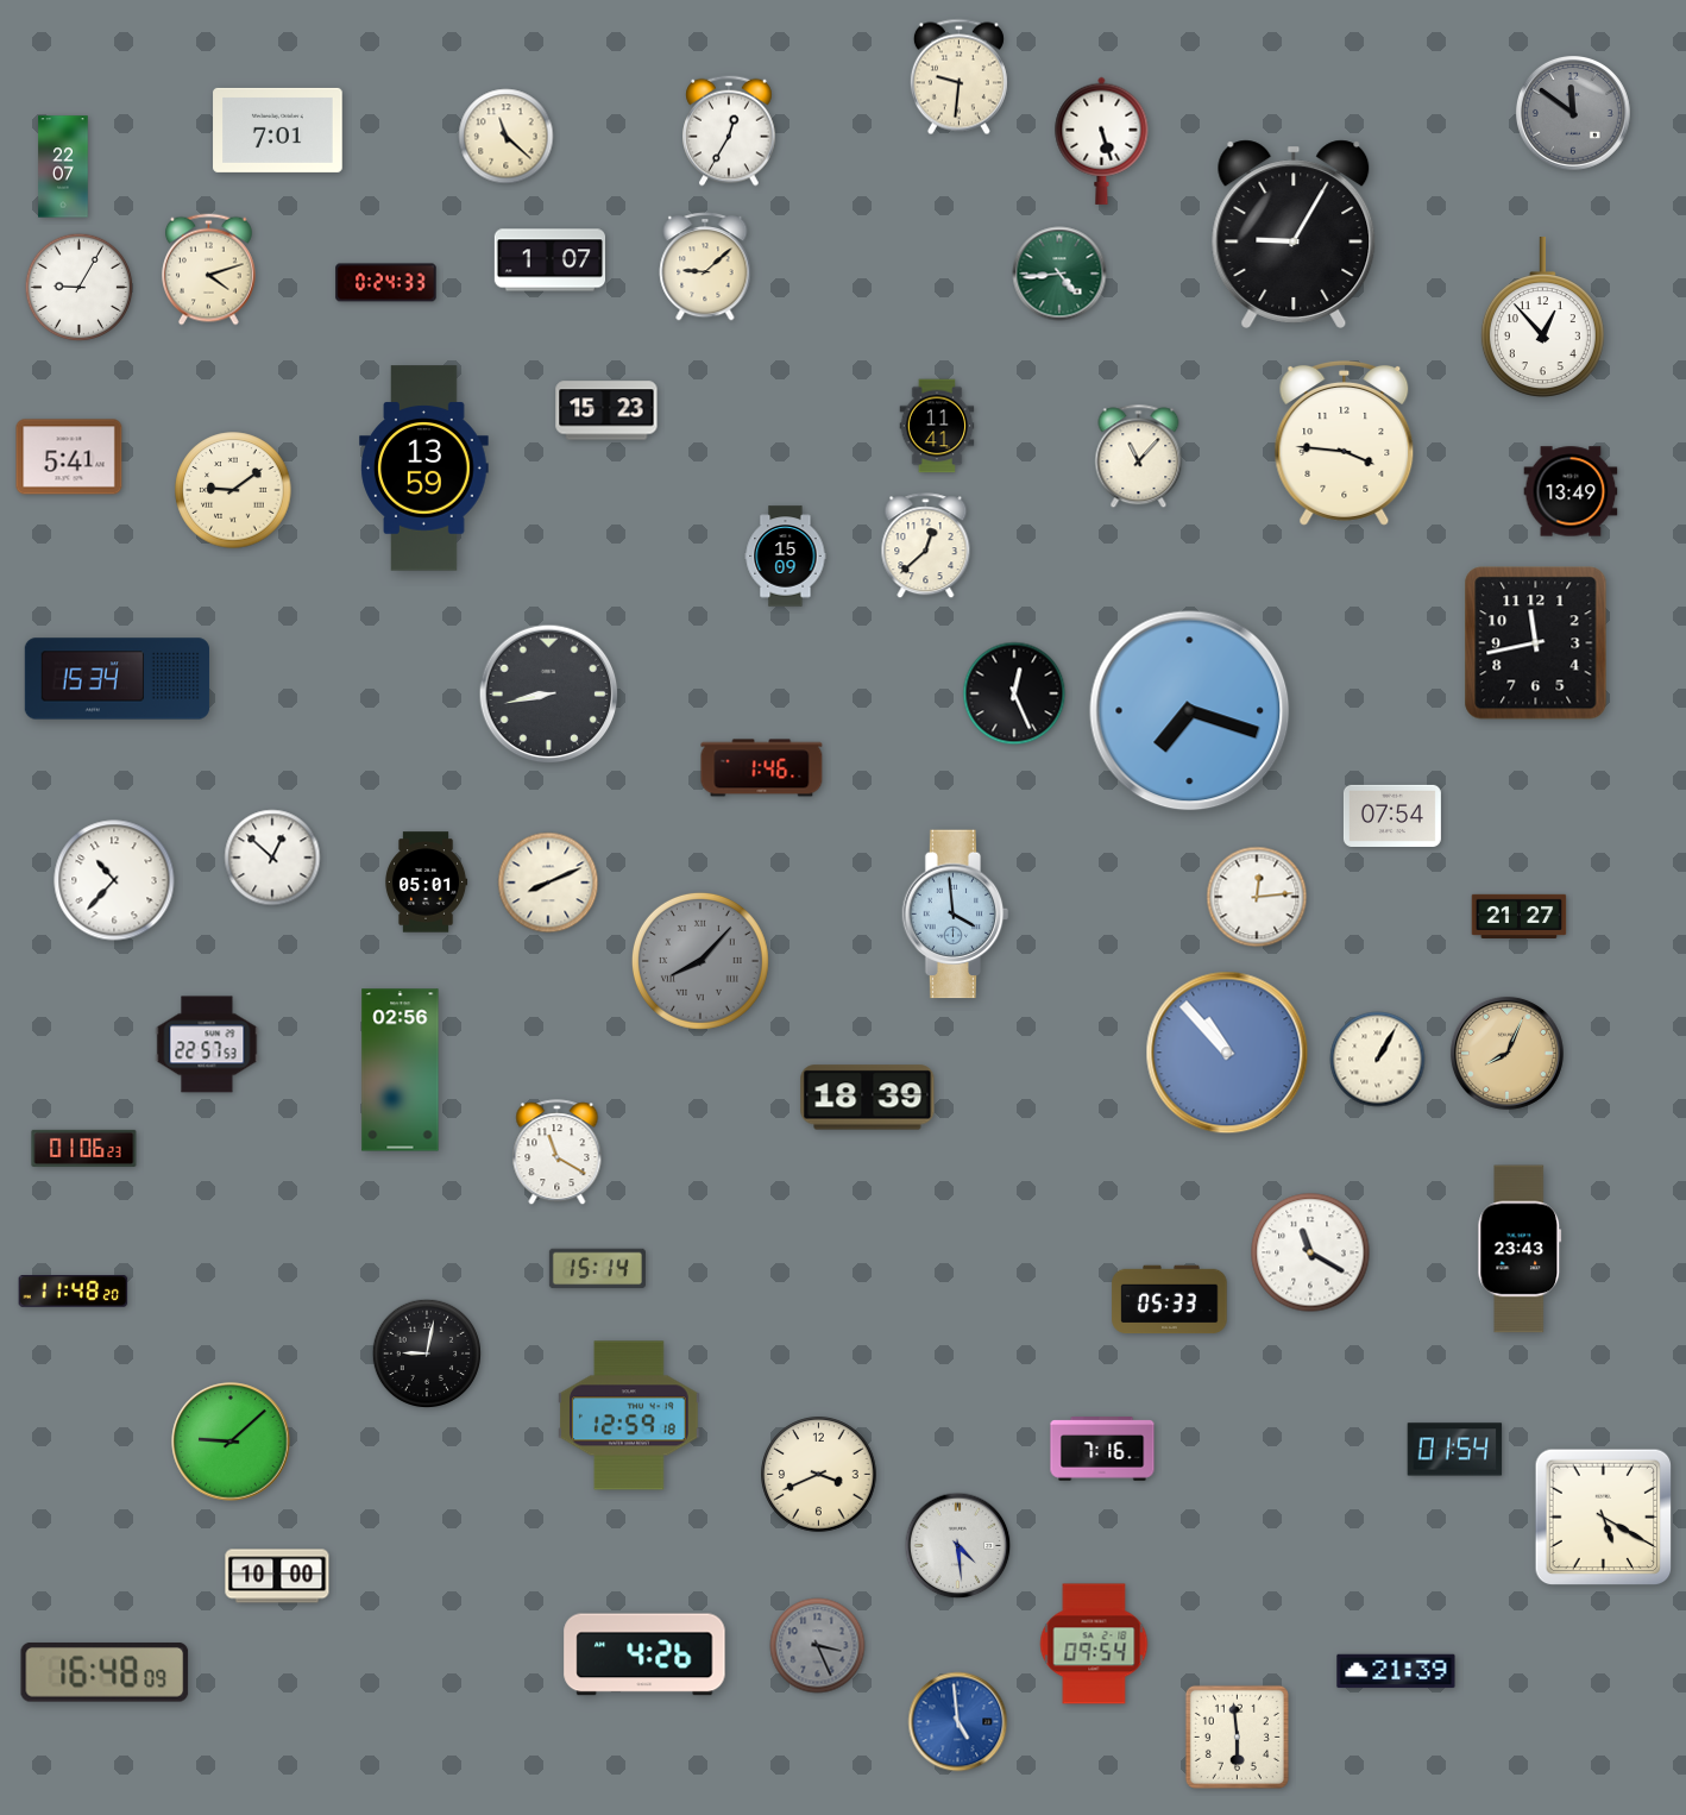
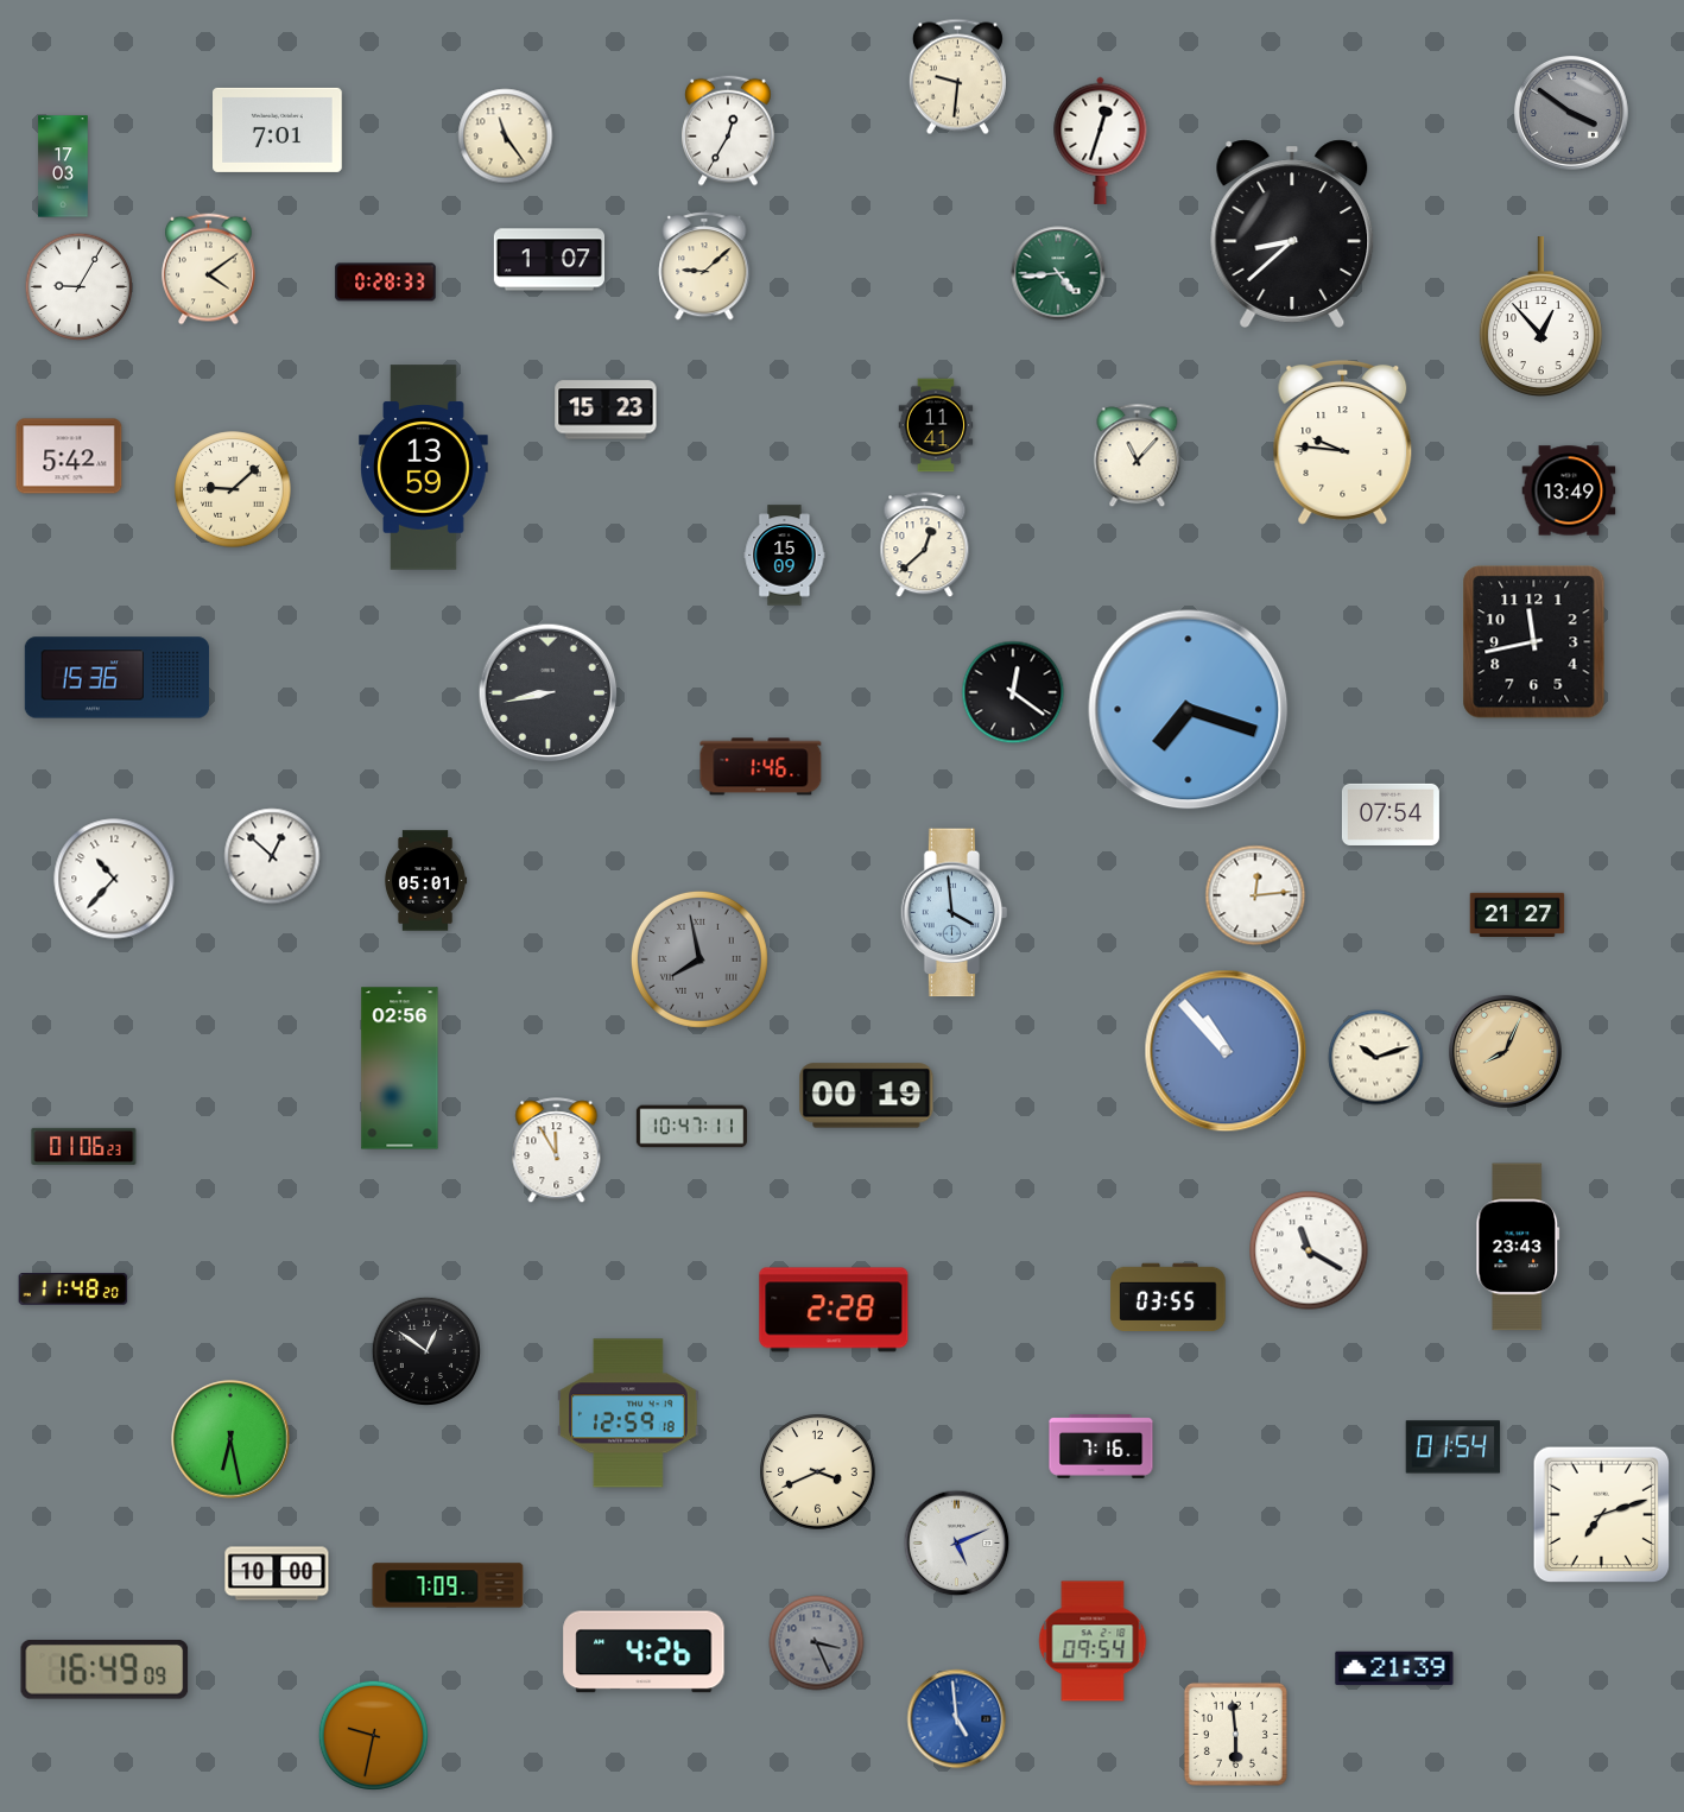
clock at (1573, 113): 11:51 -> 3:51
clock at (507, 137): 11:22 -> 11:24
clock at (1102, 140): 5:27 -> 12:33
clock at (63, 167): 22:07 -> 17:03
clock at (1294, 234): 9:05 -> 8:38
clock at (209, 270): 4:12 -> 4:09
clock at (386, 283): 0:24 -> 0:28
clock at (1345, 442): 3:46 -> 9:46
clock at (69, 457): 5:41 -> 5:42
clock at (233, 490): 9:09 -> 9:08
clock at (118, 679): 15:34 -> 15:36
clock at (1014, 693): 12:26 -> 12:21
clock at (548, 883): 8:11 -> none
clock at (700, 961): 8:07 -> 7:58
clock at (207, 1044): 22:57 -> none
clock at (1378, 1060): 1:05 -> 10:12
clock at (868, 1098): 18:39 -> 00:19
clock at (691, 1127): none -> 10:47
clock at (558, 1153): 11:20 -> 11:55
clock at (597, 1269): 15:14 -> none
clock at (1170, 1300): 05:33 -> 03:55
clock at (834, 1310): none -> 2:28
clock at (426, 1352): 9:02 -> 12:51
clock at (231, 1442): 9:08 -> 6:28
clock at (1604, 1518): 5:20 -> 7:12
clock at (958, 1546): 4:29 -> 5:11
clock at (448, 1585): none -> 7:09
clock at (105, 1672): 16:48 -> 16:49
clock at (373, 1735): none -> 9:32
